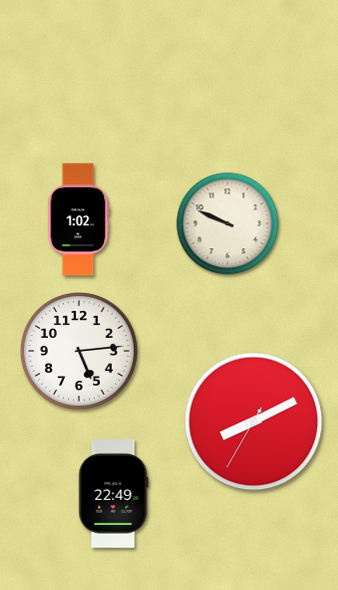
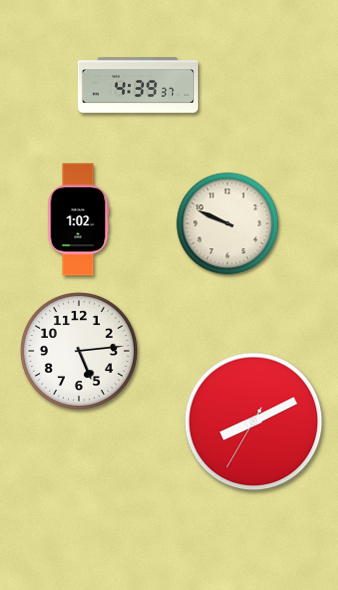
clock at (138, 85): none -> 4:39
clock at (114, 494): 22:49 -> none
